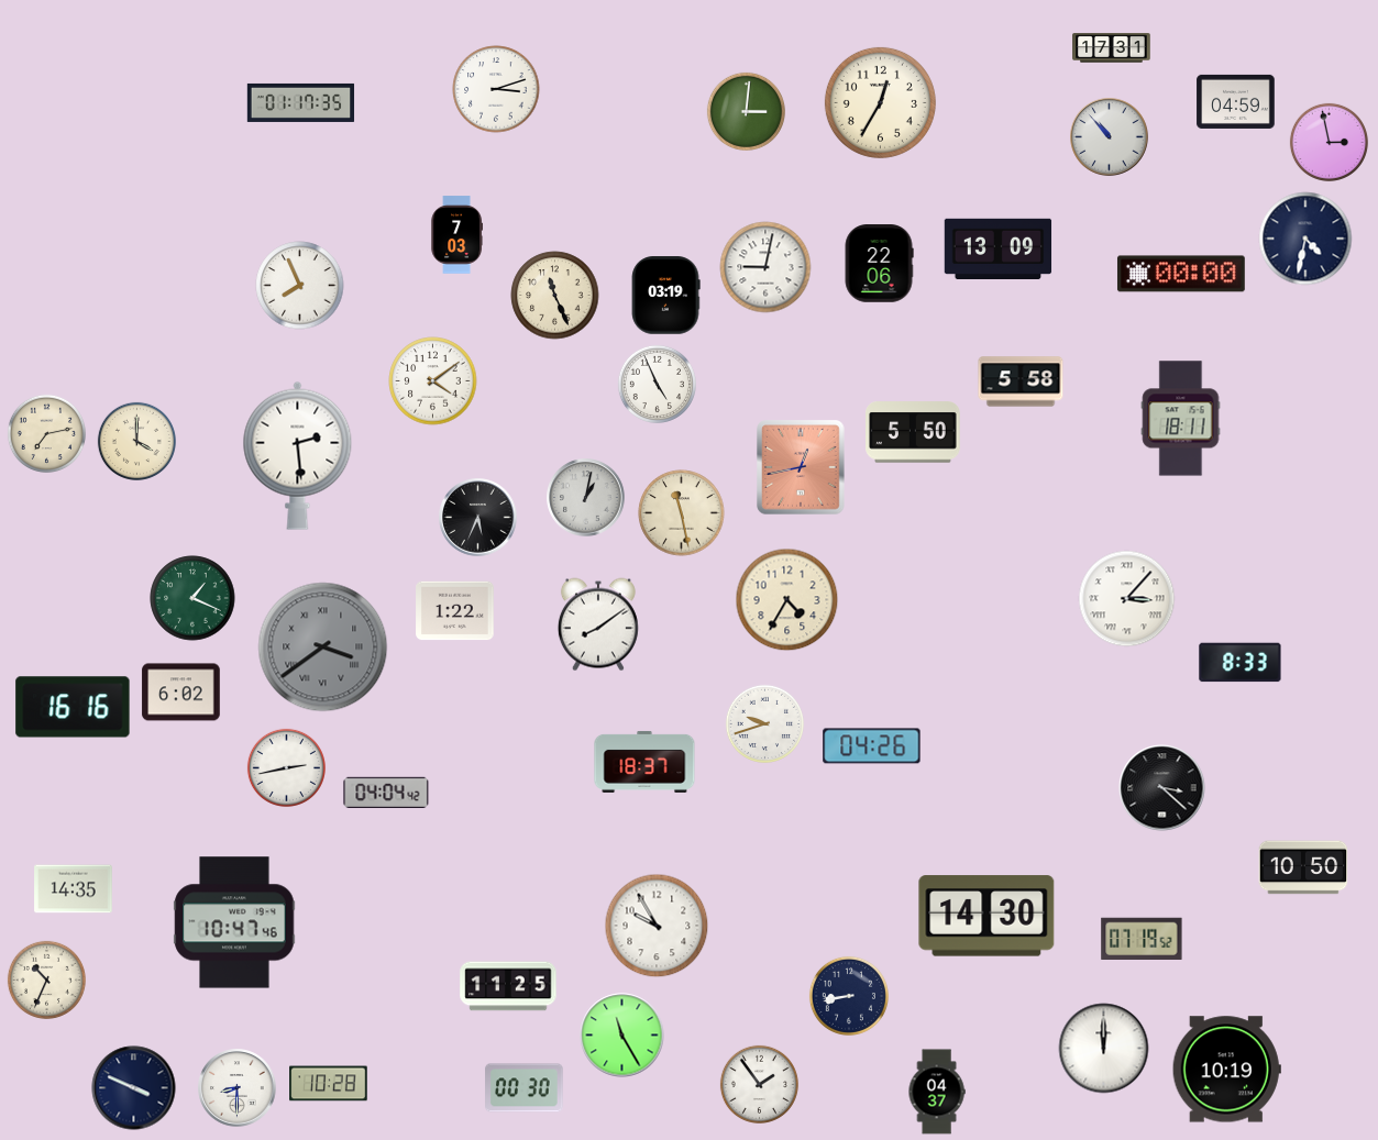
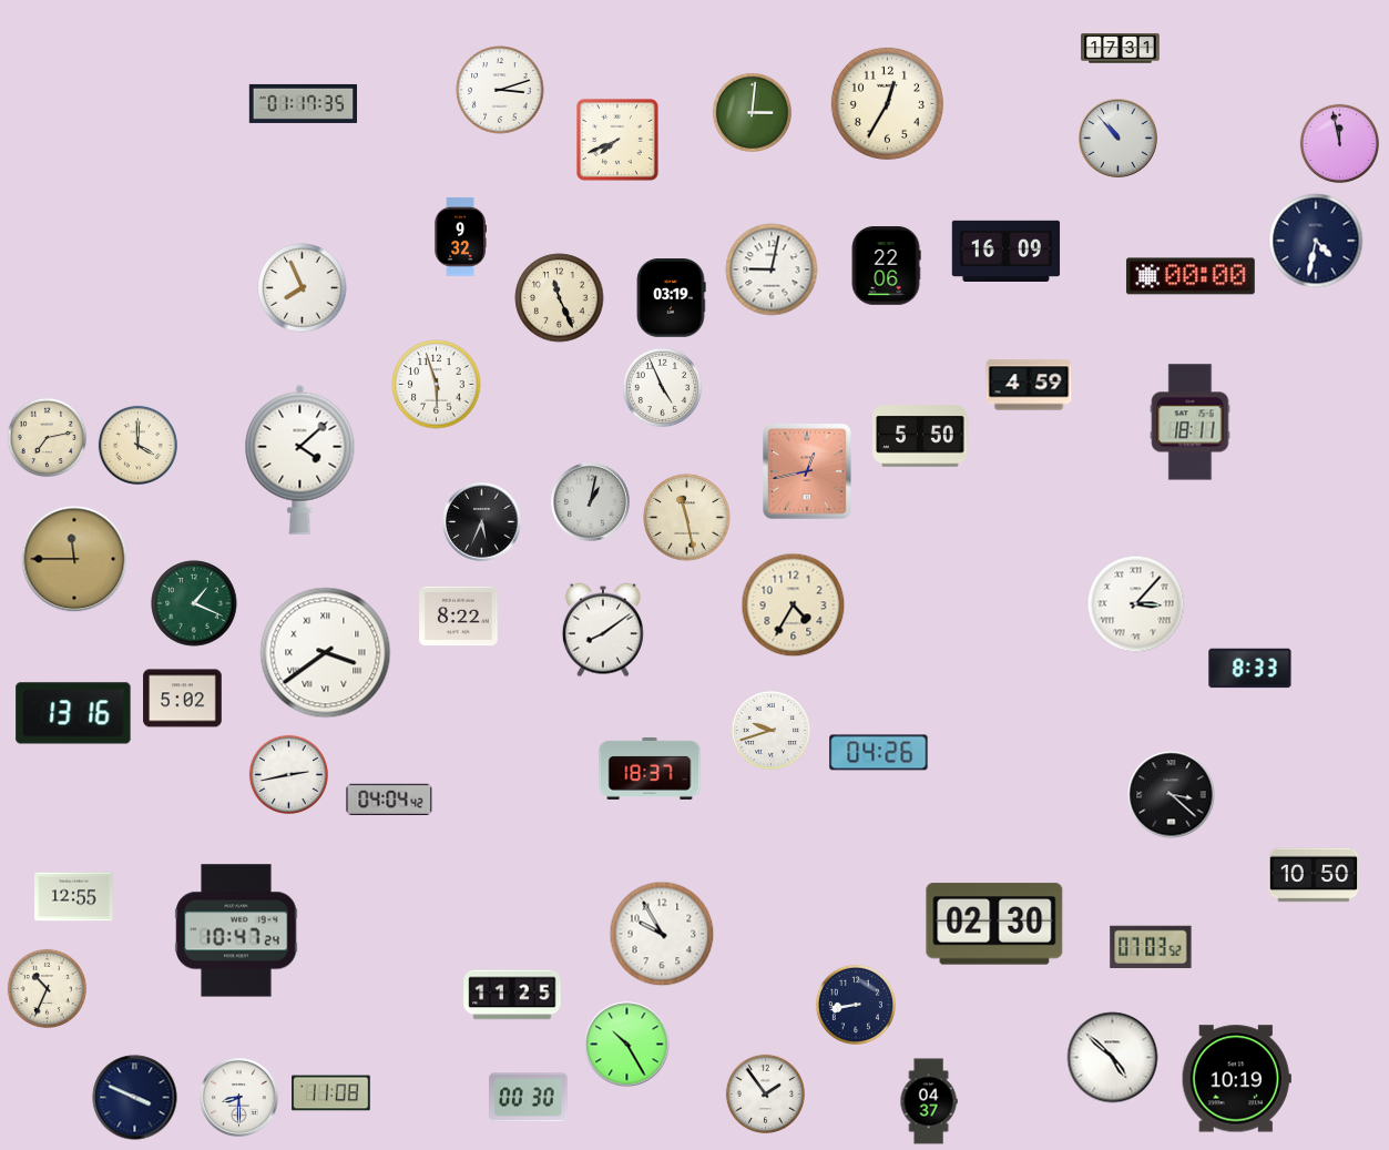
clock at (1236, 101): 04:59 -> none
clock at (617, 140): none -> 7:41
clock at (1329, 142): 2:58 -> 11:58
clock at (456, 235): 7:03 -> 9:32
clock at (999, 248): 13:09 -> 16:09
clock at (433, 381): 4:09 -> 5:57
clock at (1021, 381): 5:58 -> 4:59
clock at (298, 455): 2:29 -> 4:08
clock at (74, 559): none -> 11:45
clock at (455, 611): 1:22 -> 8:22
clock at (323, 648) dial: grey -> white
clock at (181, 693): 6:02 -> 5:02
clock at (73, 707): 16:16 -> 13:16
clock at (74, 889): 14:35 -> 12:55
clock at (986, 916): 14:30 -> 02:30
clock at (234, 922): 10:47:46 -> 10:47:24
clock at (1142, 938): 07:19 -> 07:03
clock at (622, 1036): 11:25 -> 10:25
clock at (1104, 1049): 12:00 -> 4:52
clock at (329, 1084): 10:28 -> 11:08
clock at (937, 1092) position: (937, 1092) -> (929, 1101)
